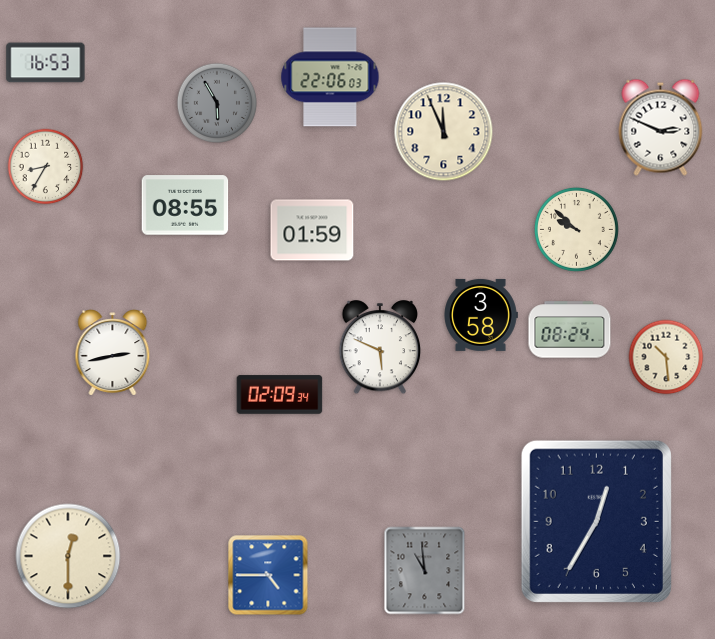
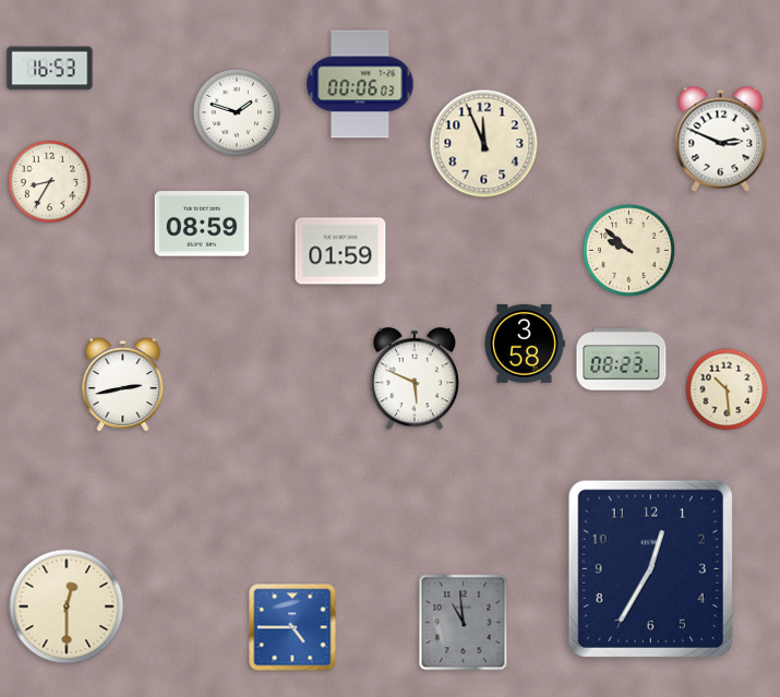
clock at (330, 77): 22:06 -> 00:06
clock at (216, 102): 5:55 -> 1:48
clock at (216, 102) dial: grey -> white
clock at (185, 205): 08:55 -> 08:59
clock at (570, 330): 08:24 -> 08:23
clock at (280, 395): 02:09 -> none
clock at (68, 556) position: (68, 556) -> (67, 606)
